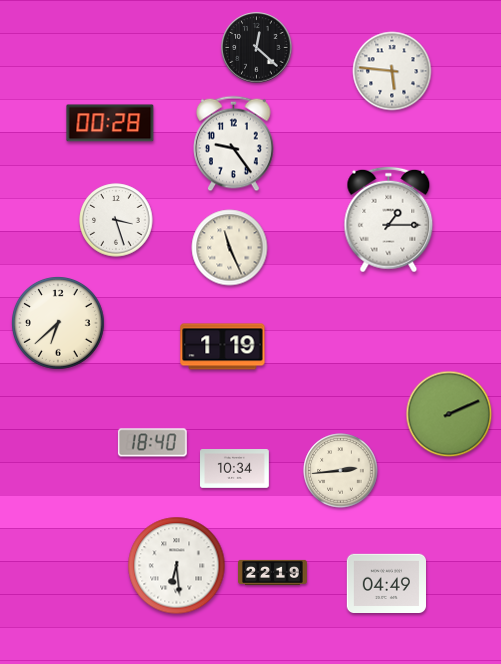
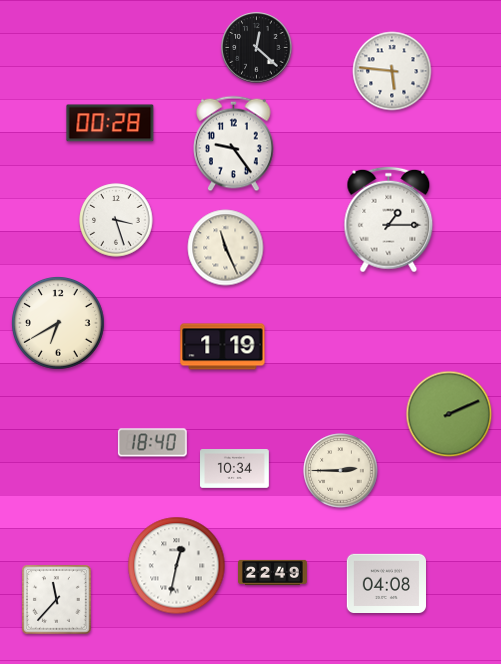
clock at (230, 248) position: (230, 248) -> (226, 248)
clock at (59, 324): 6:38 -> 6:40
clock at (341, 471): 2:44 -> 2:45
clock at (177, 566): 6:29 -> 12:32
clock at (273, 572): 22:19 -> 22:49
clock at (386, 583): 04:49 -> 04:08
clock at (57, 600): none -> 11:37
